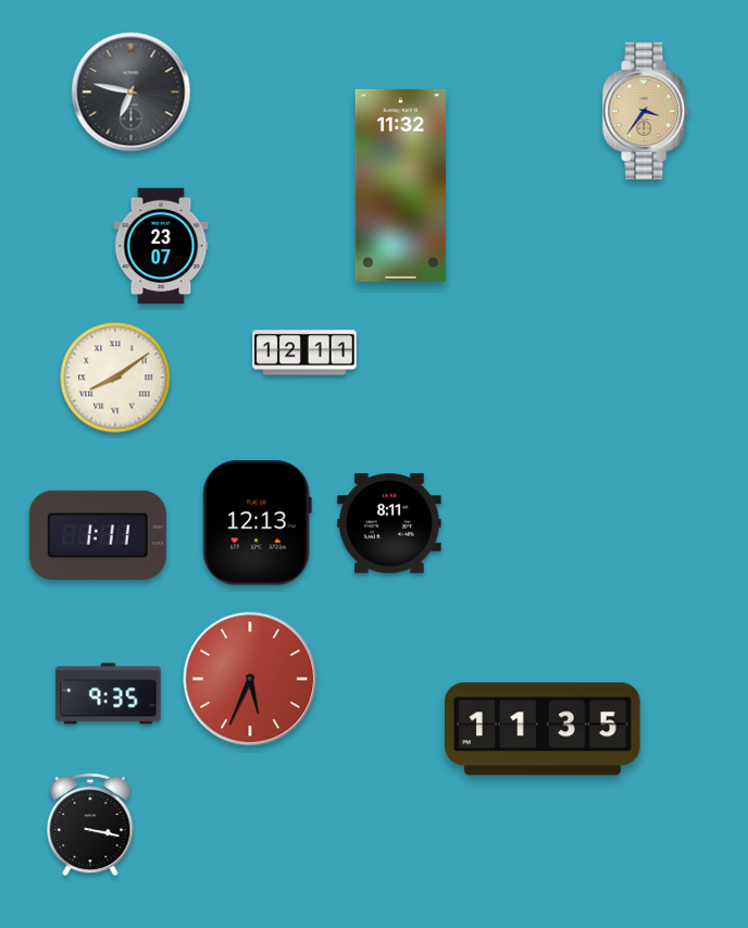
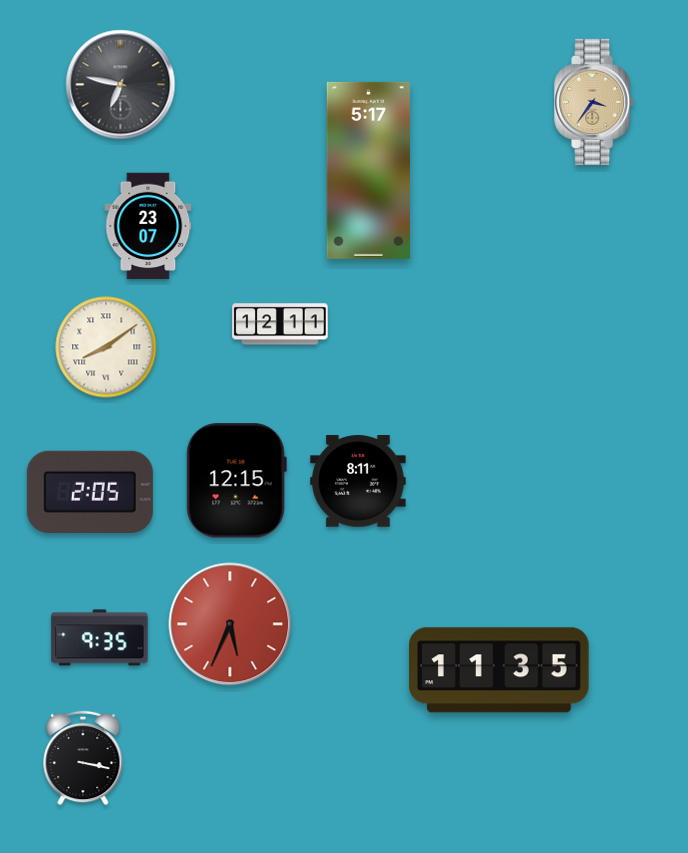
clock at (400, 185): 11:32 -> 5:17
clock at (257, 523): 12:13 -> 12:15
clock at (98, 535): 1:11 -> 2:05
